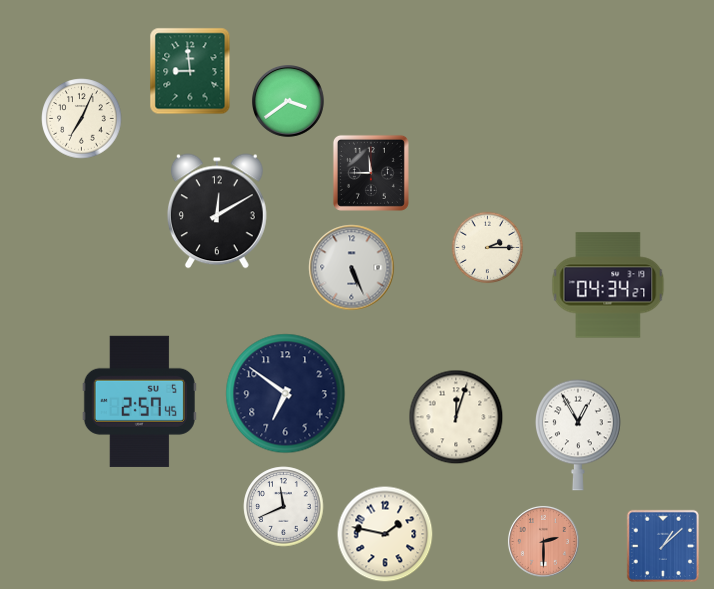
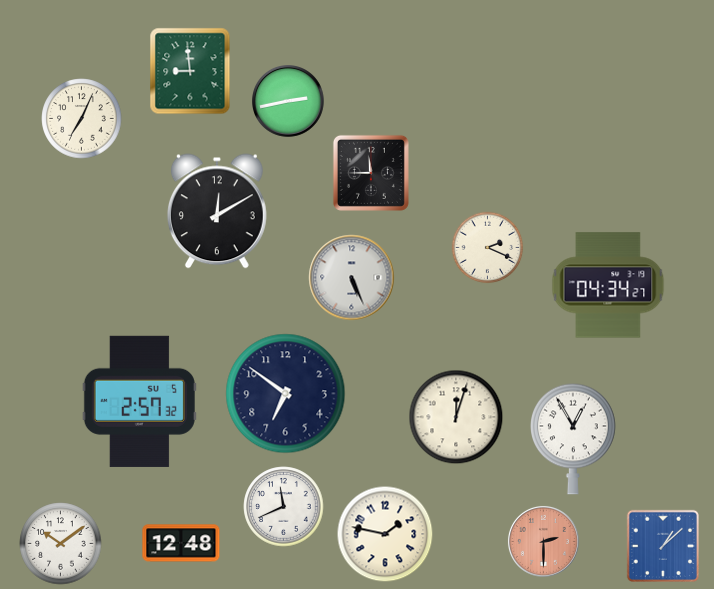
clock at (289, 102): 3:39 -> 2:43
clock at (488, 248): 2:15 -> 2:19
clock at (352, 268) position: (352, 268) -> (352, 278)
clock at (139, 401): 2:57:45 -> 2:57:32
clock at (579, 435) position: (579, 435) -> (574, 439)
clock at (181, 543): none -> 12:48
clock at (61, 544): none -> 10:09
